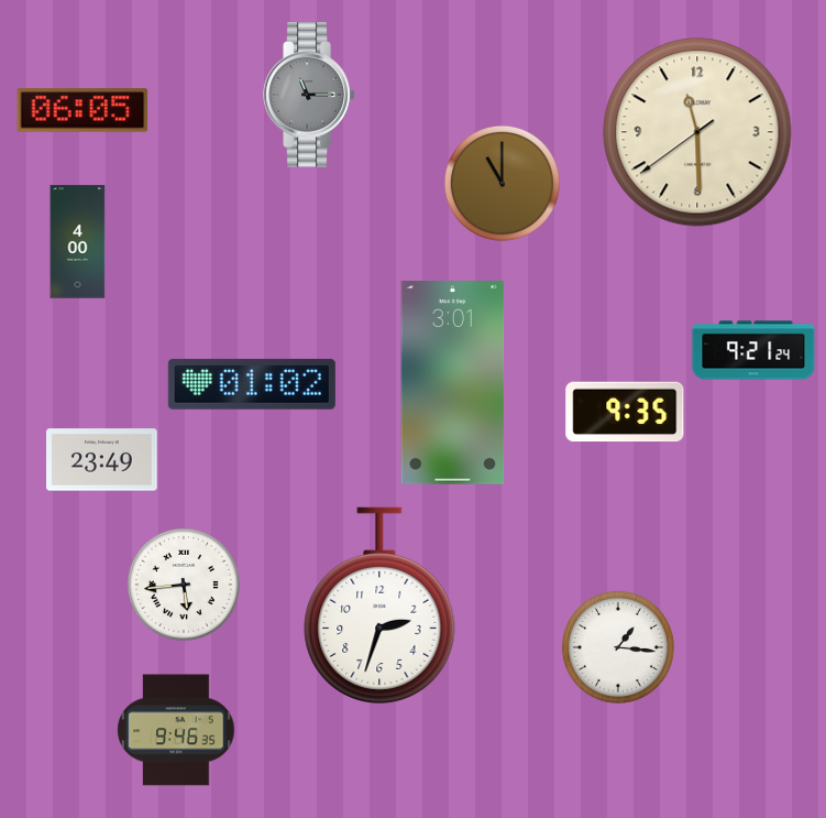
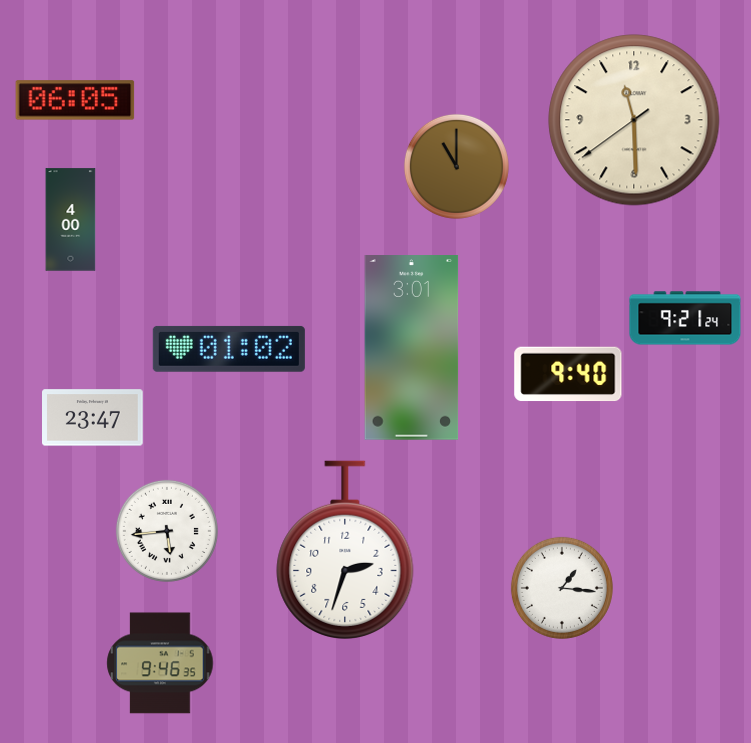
clock at (309, 95): 11:15 -> none
clock at (625, 412): 9:35 -> 9:40
clock at (102, 460): 23:49 -> 23:47
